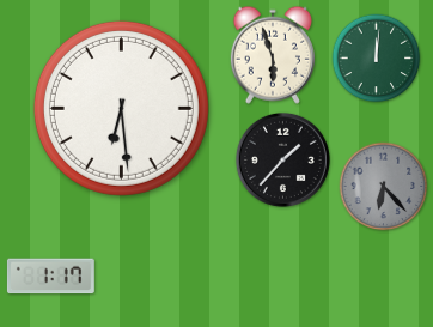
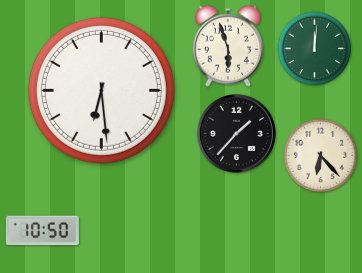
clock at (384, 187) dial: grey -> cream
clock at (50, 277): 1:17 -> 10:50
